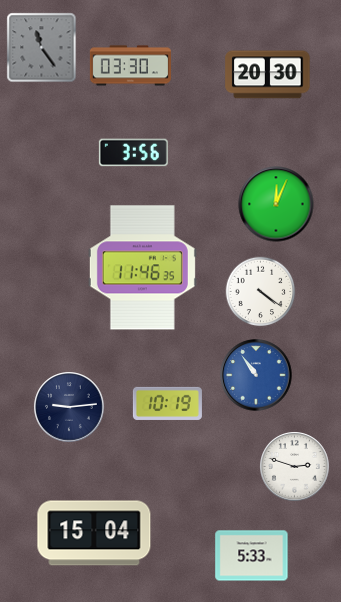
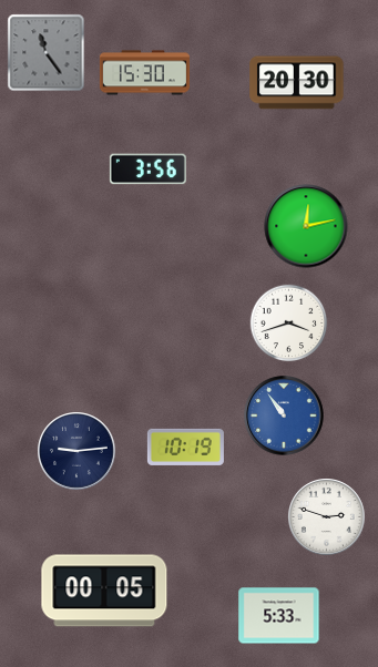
clock at (130, 66): 03:30 -> 15:30
clock at (276, 204): 12:04 -> 12:13
clock at (142, 268): 11:46 -> none
clock at (261, 292): 4:21 -> 3:42
clock at (94, 533): 15:04 -> 00:05
